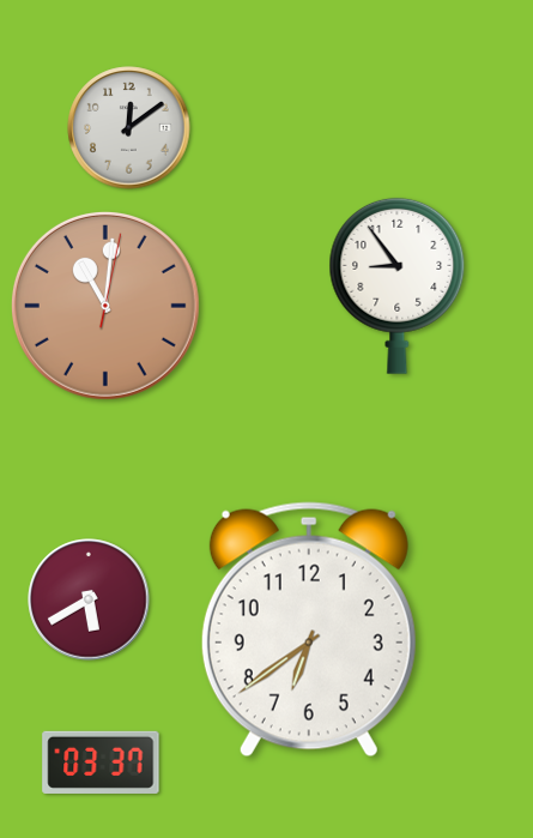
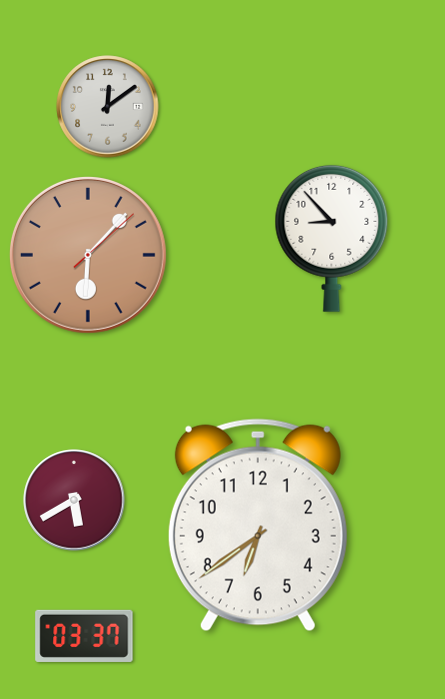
clock at (398, 285): 8:54 -> 8:53
clock at (105, 306): 11:01 -> 6:07
